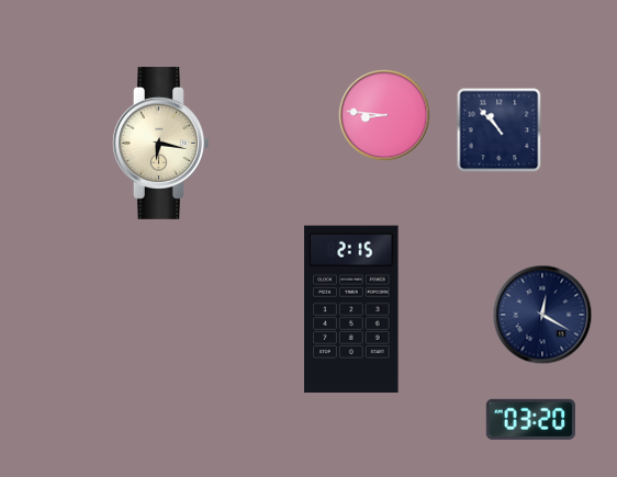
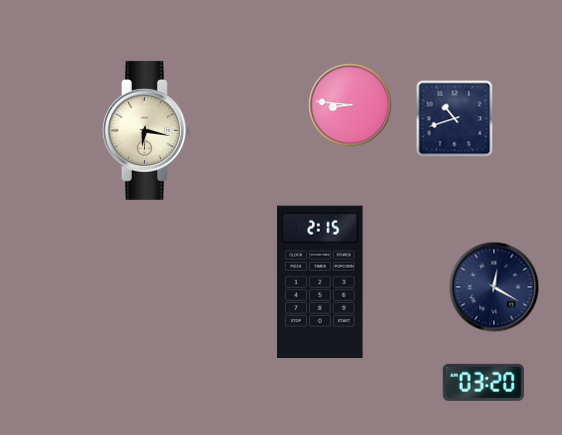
clock at (500, 130): 10:53 -> 10:42
